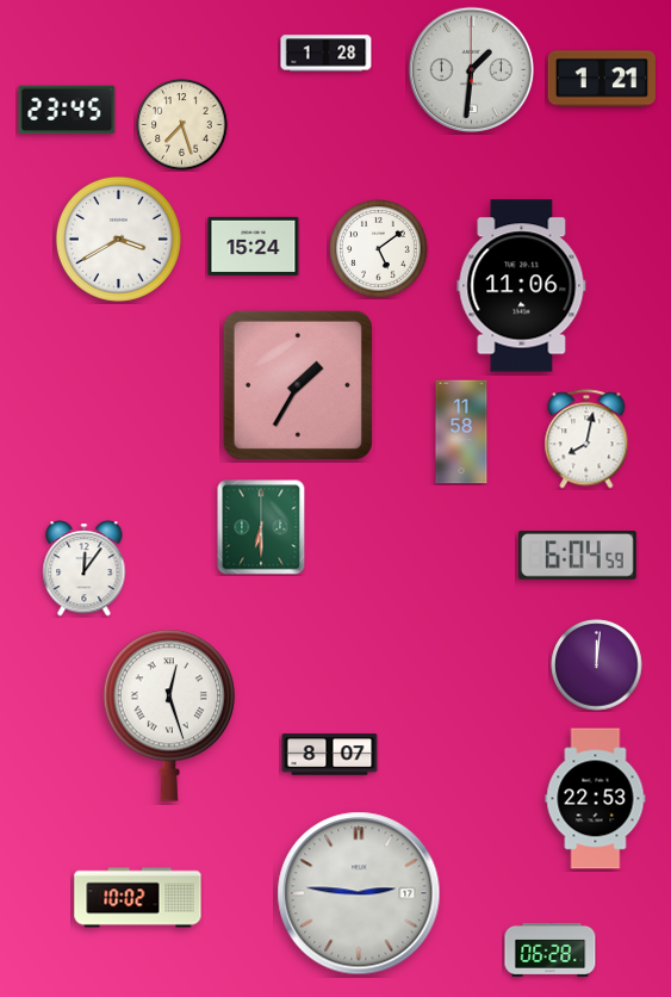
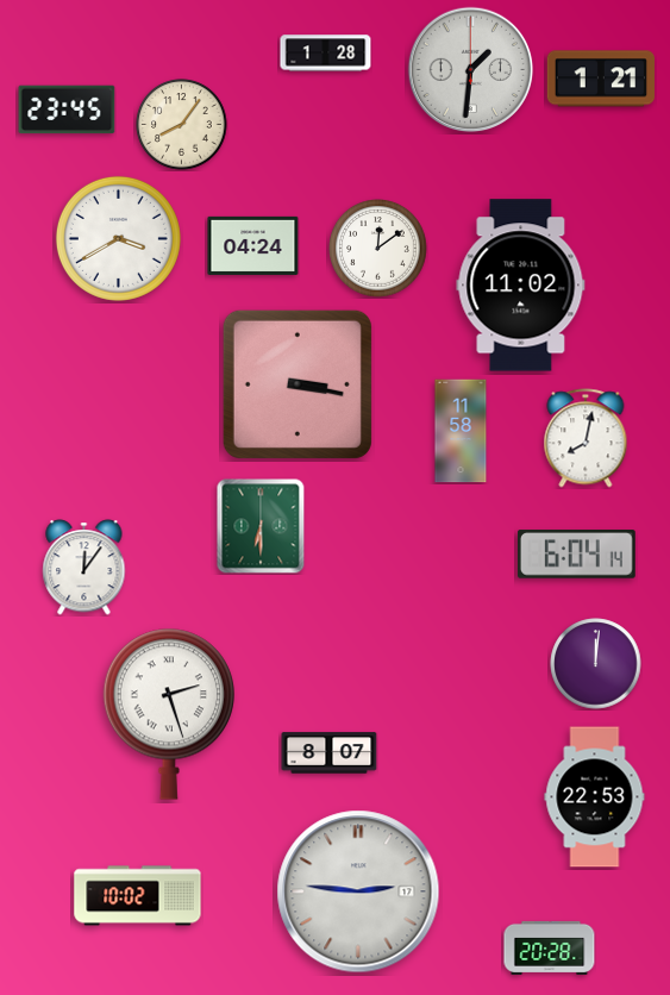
clock at (182, 125): 7:27 -> 8:06
clock at (254, 246): 15:24 -> 04:24
clock at (379, 249): 5:09 -> 12:09
clock at (522, 286): 11:06 -> 11:02
clock at (298, 385): 1:35 -> 3:17
clock at (577, 556): 6:04:59 -> 6:04:14
clock at (169, 716): 12:27 -> 2:27
clock at (551, 949): 06:28 -> 20:28
